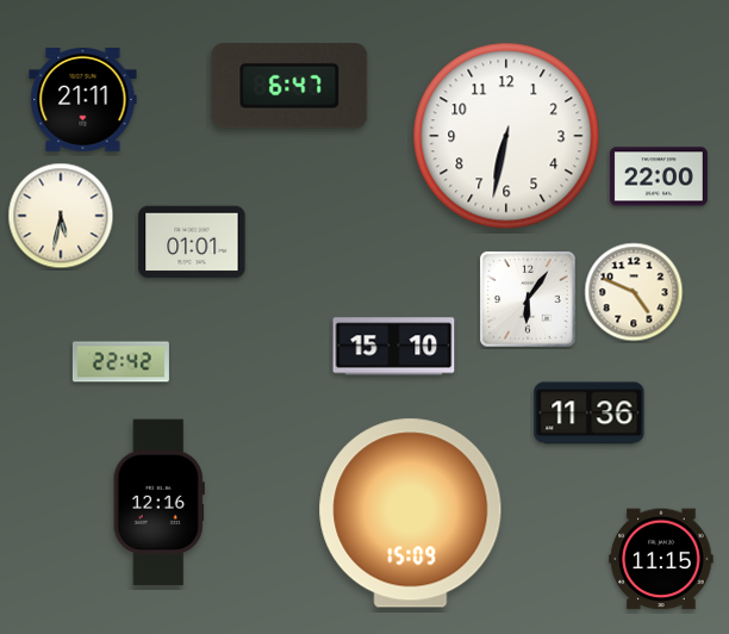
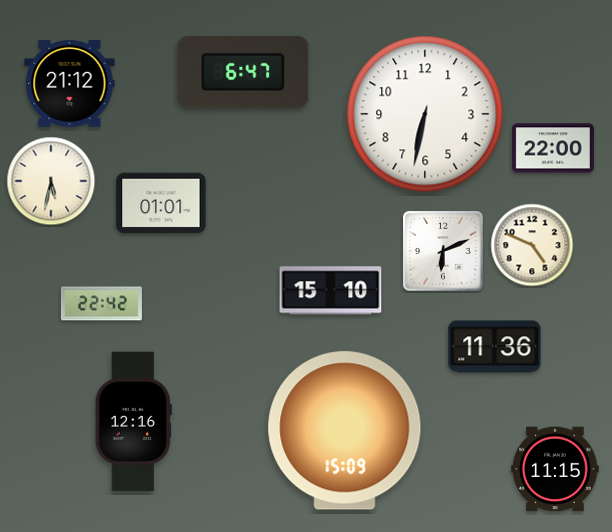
clock at (83, 100): 21:11 -> 21:12
clock at (528, 299): 6:06 -> 6:11
